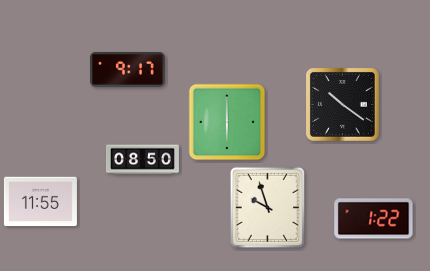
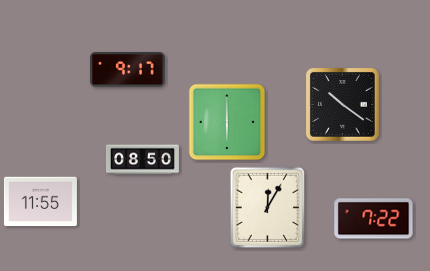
clock at (267, 207): 9:57 -> 12:05
clock at (374, 219): 1:22 -> 7:22
